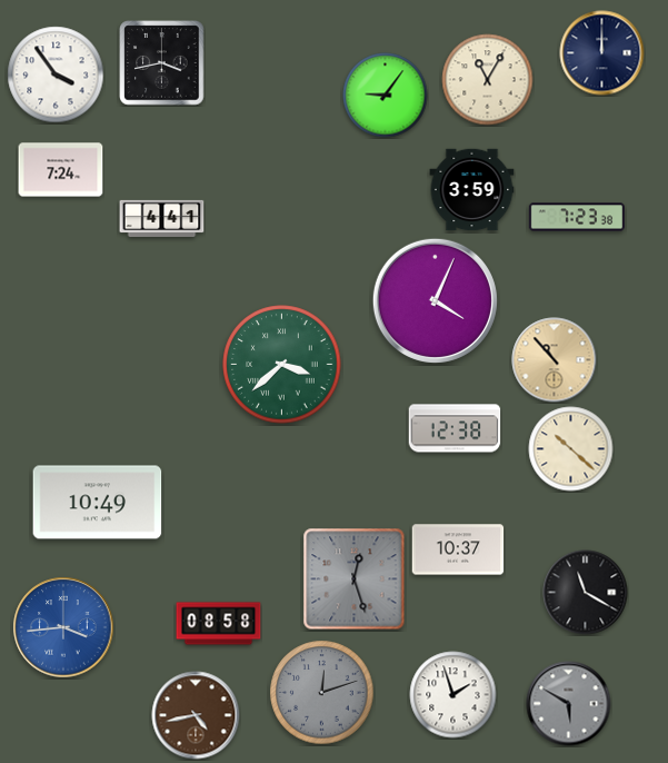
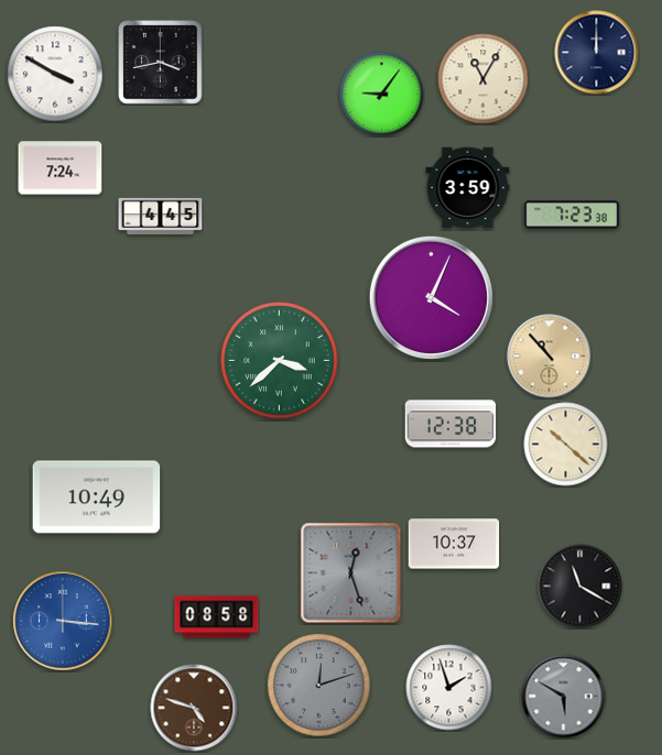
clock at (56, 75): 3:54 -> 3:50
clock at (162, 218): 4:41 -> 4:45
clock at (63, 627): 3:44 -> 3:16
clock at (196, 715): 4:43 -> 4:48
